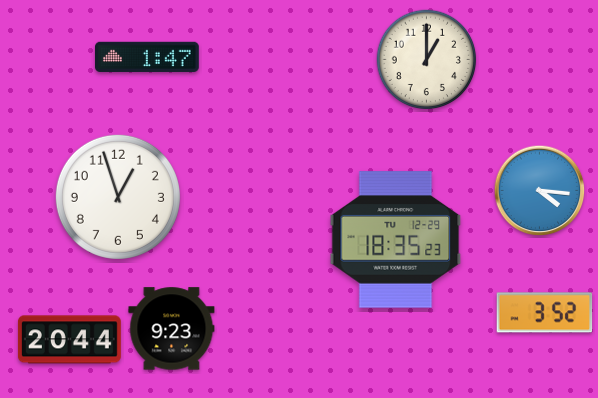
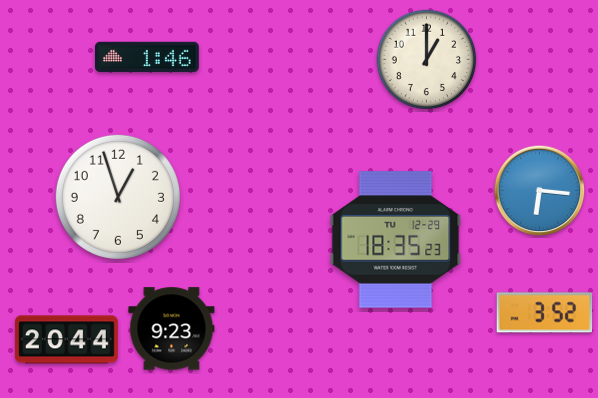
clock at (148, 57): 1:47 -> 1:46
clock at (540, 191): 4:16 -> 6:16
clock at (69, 340) position: (69, 340) -> (66, 340)
